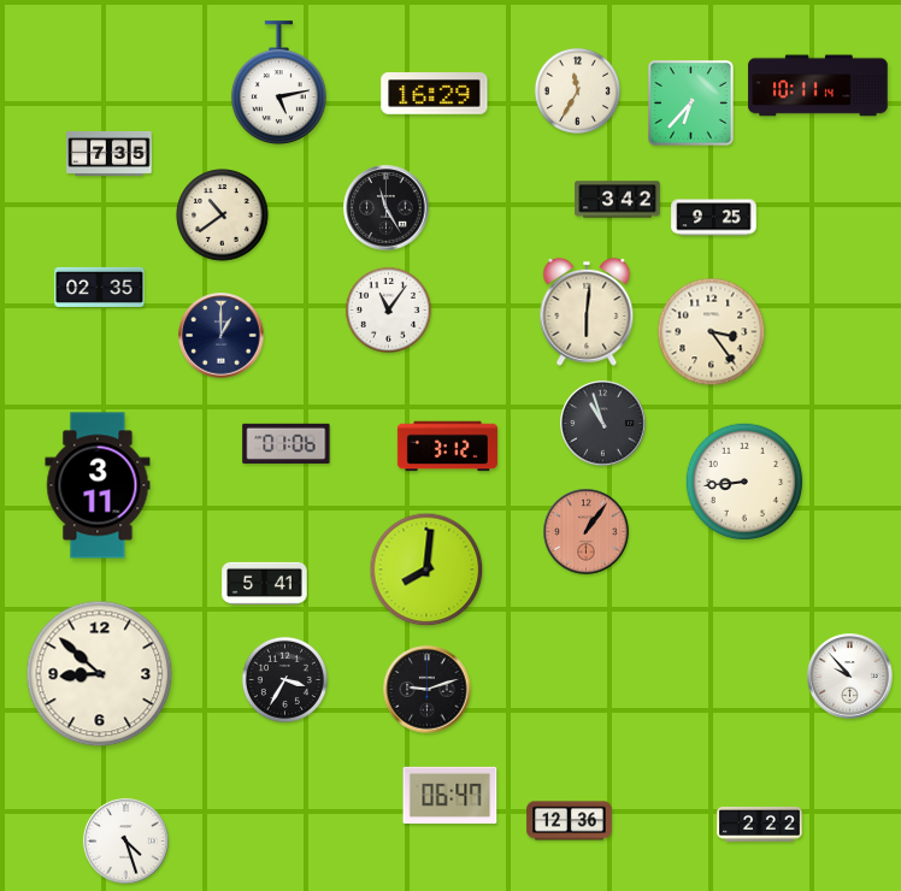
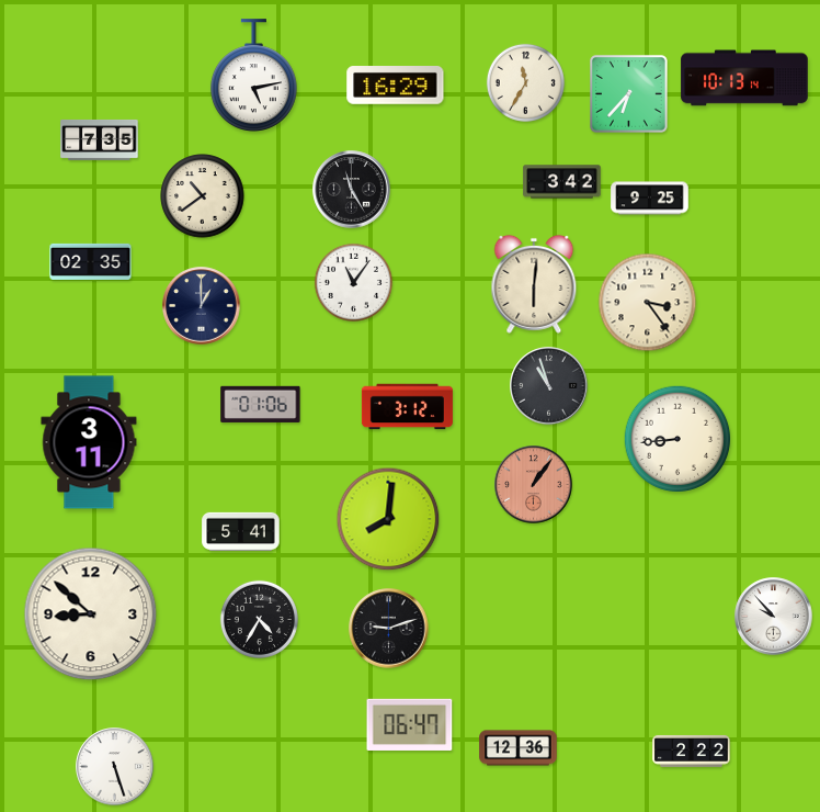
clock at (818, 85): 10:11 -> 10:13
clock at (284, 679): 3:35 -> 4:35
clock at (126, 842): 4:27 -> 5:27
